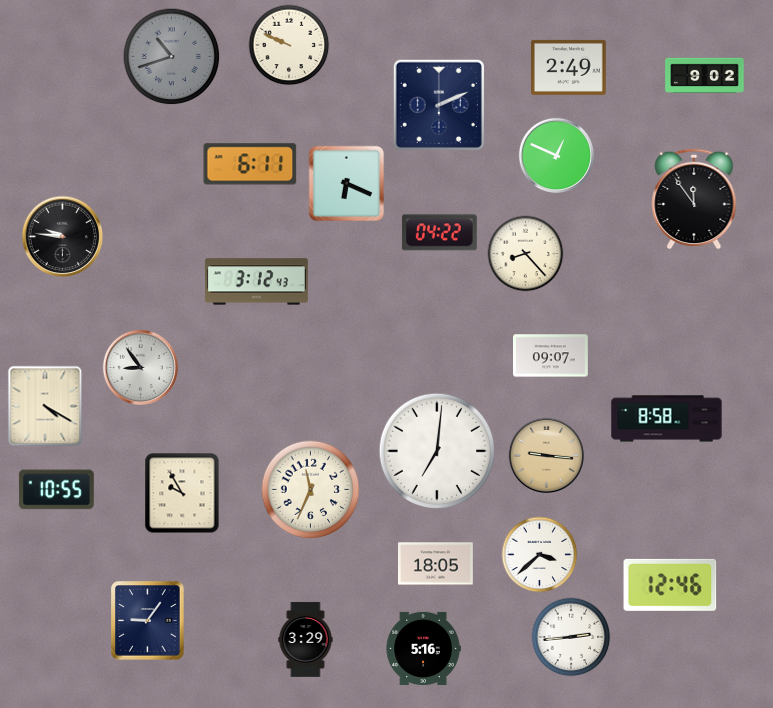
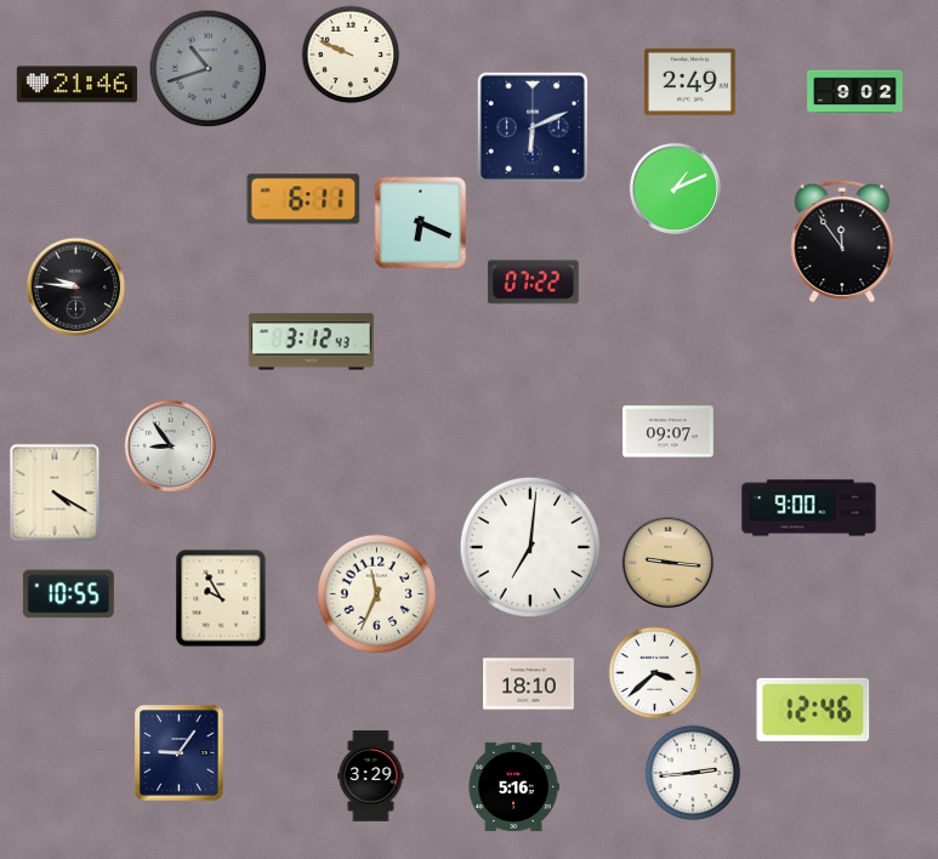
clock at (76, 85): none -> 21:46
clock at (439, 105): 2:11 -> 6:11
clock at (556, 155): 12:49 -> 1:11
clock at (439, 233): 04:22 -> 07:22
clock at (526, 254): 8:23 -> none
clock at (667, 419): 8:58 -> 9:00
clock at (546, 455) position: (546, 455) -> (667, 562)
clock at (436, 564): 18:05 -> 18:10
